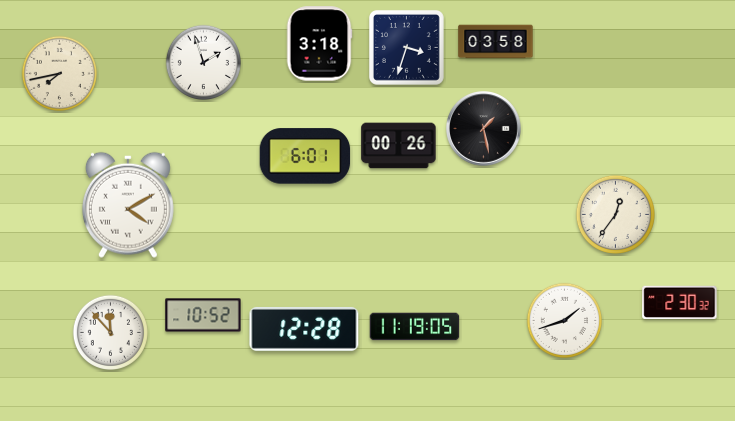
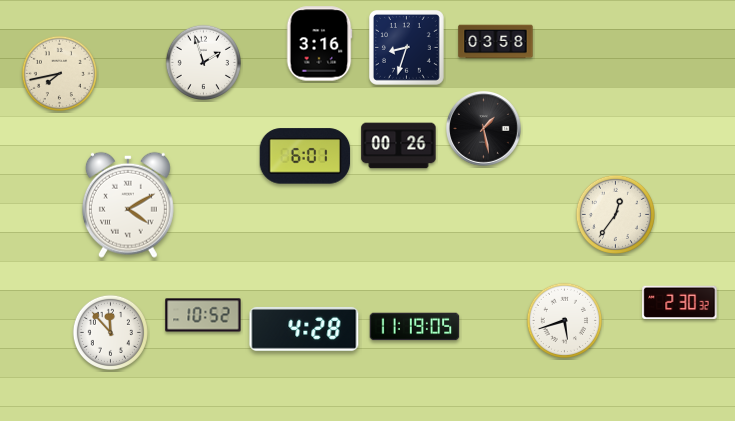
clock at (319, 44): 3:18 -> 3:16
clock at (406, 47): 3:33 -> 8:33
clock at (564, 320): 1:42 -> 5:42
clock at (304, 329): 12:28 -> 4:28
